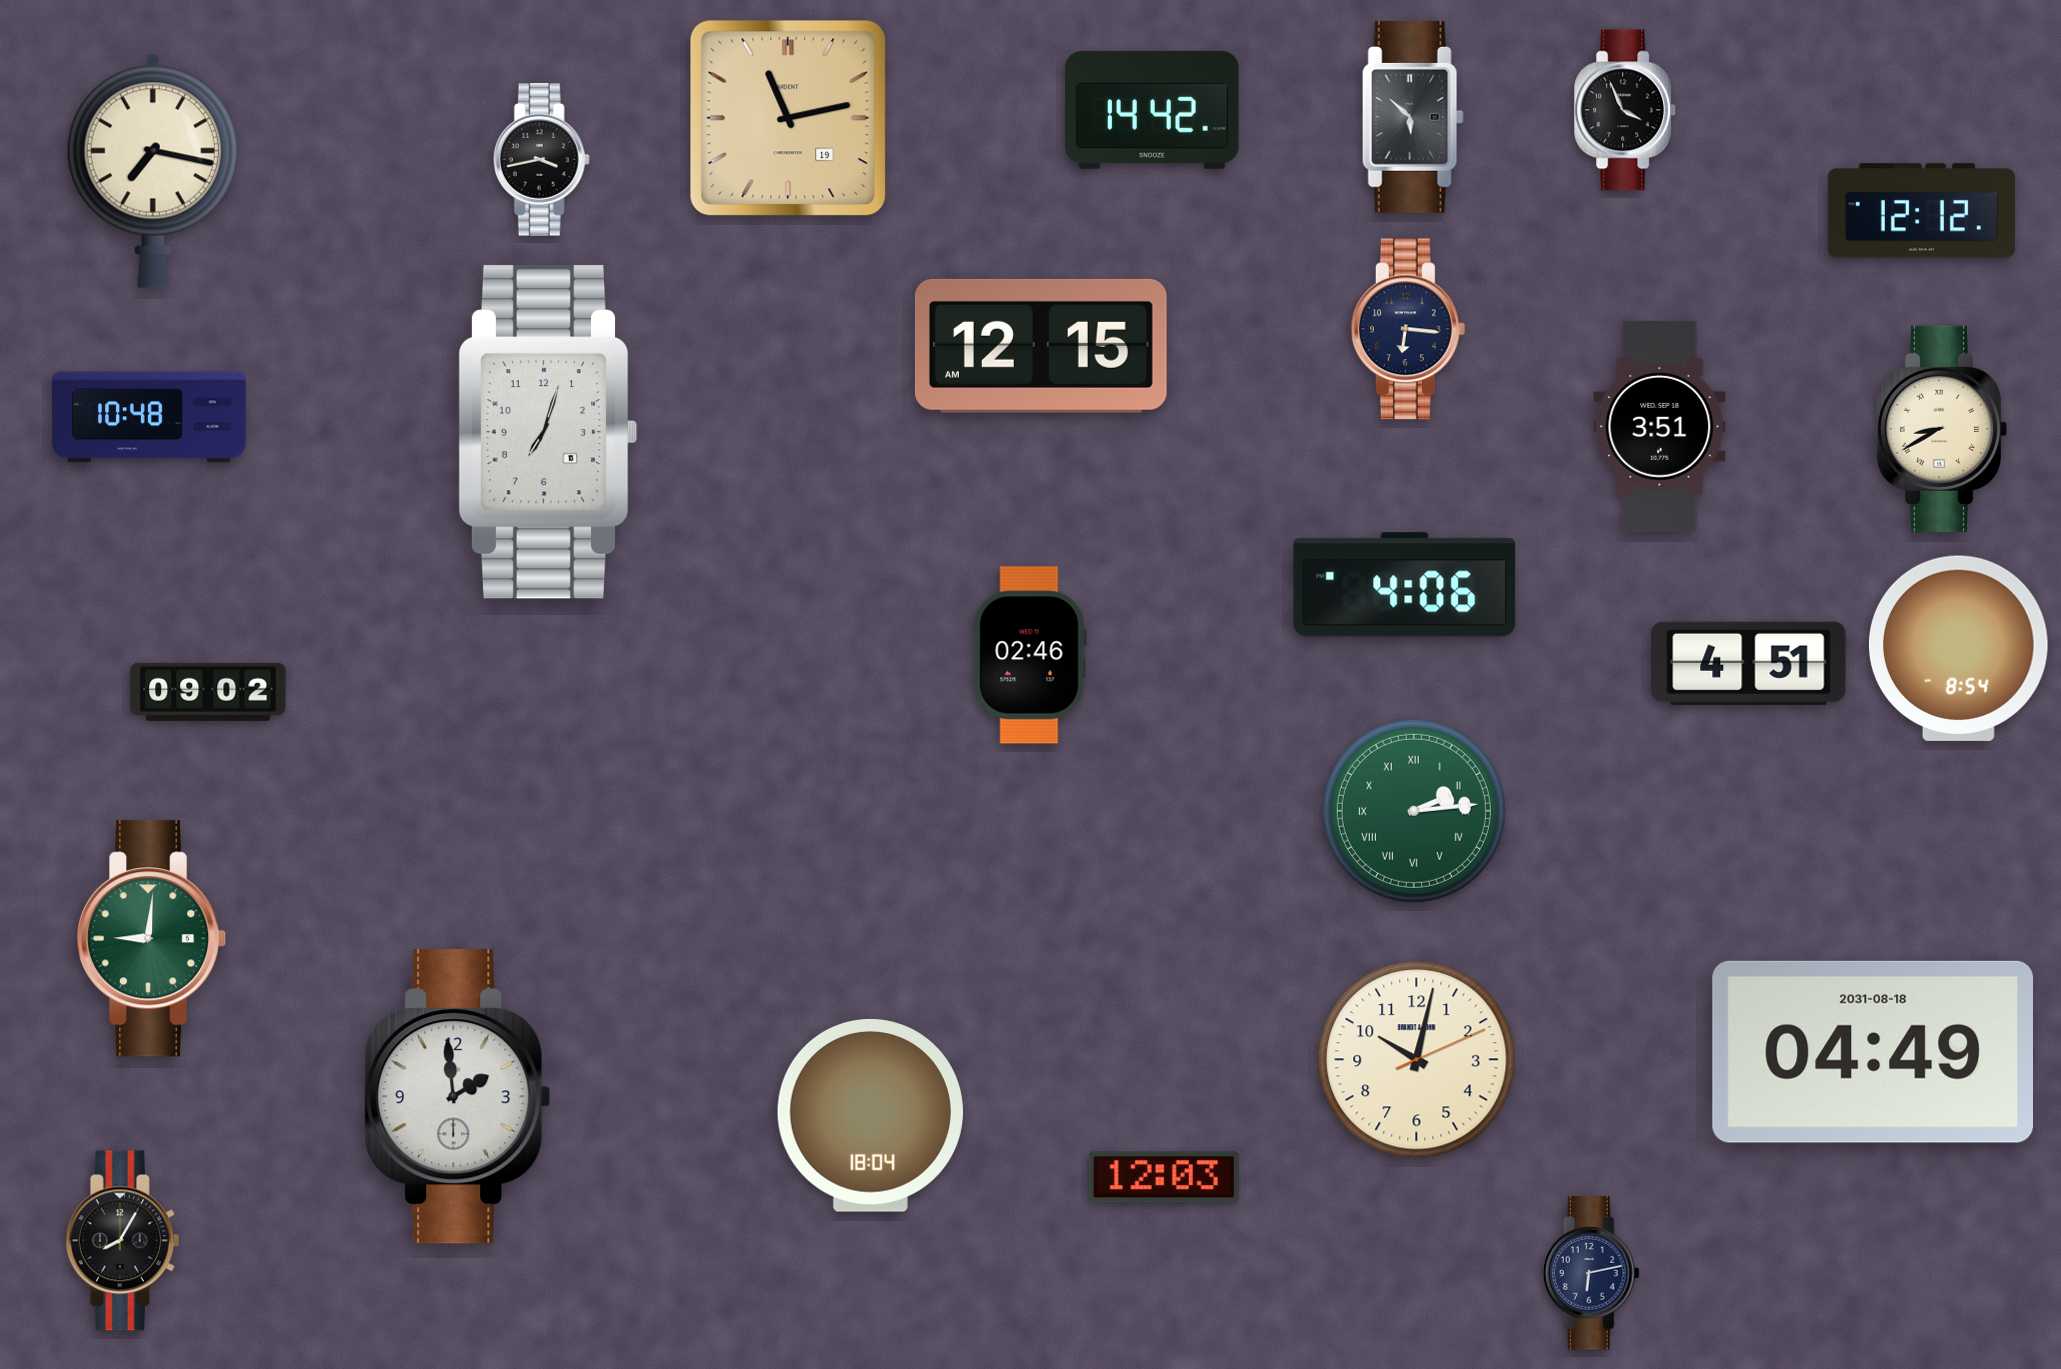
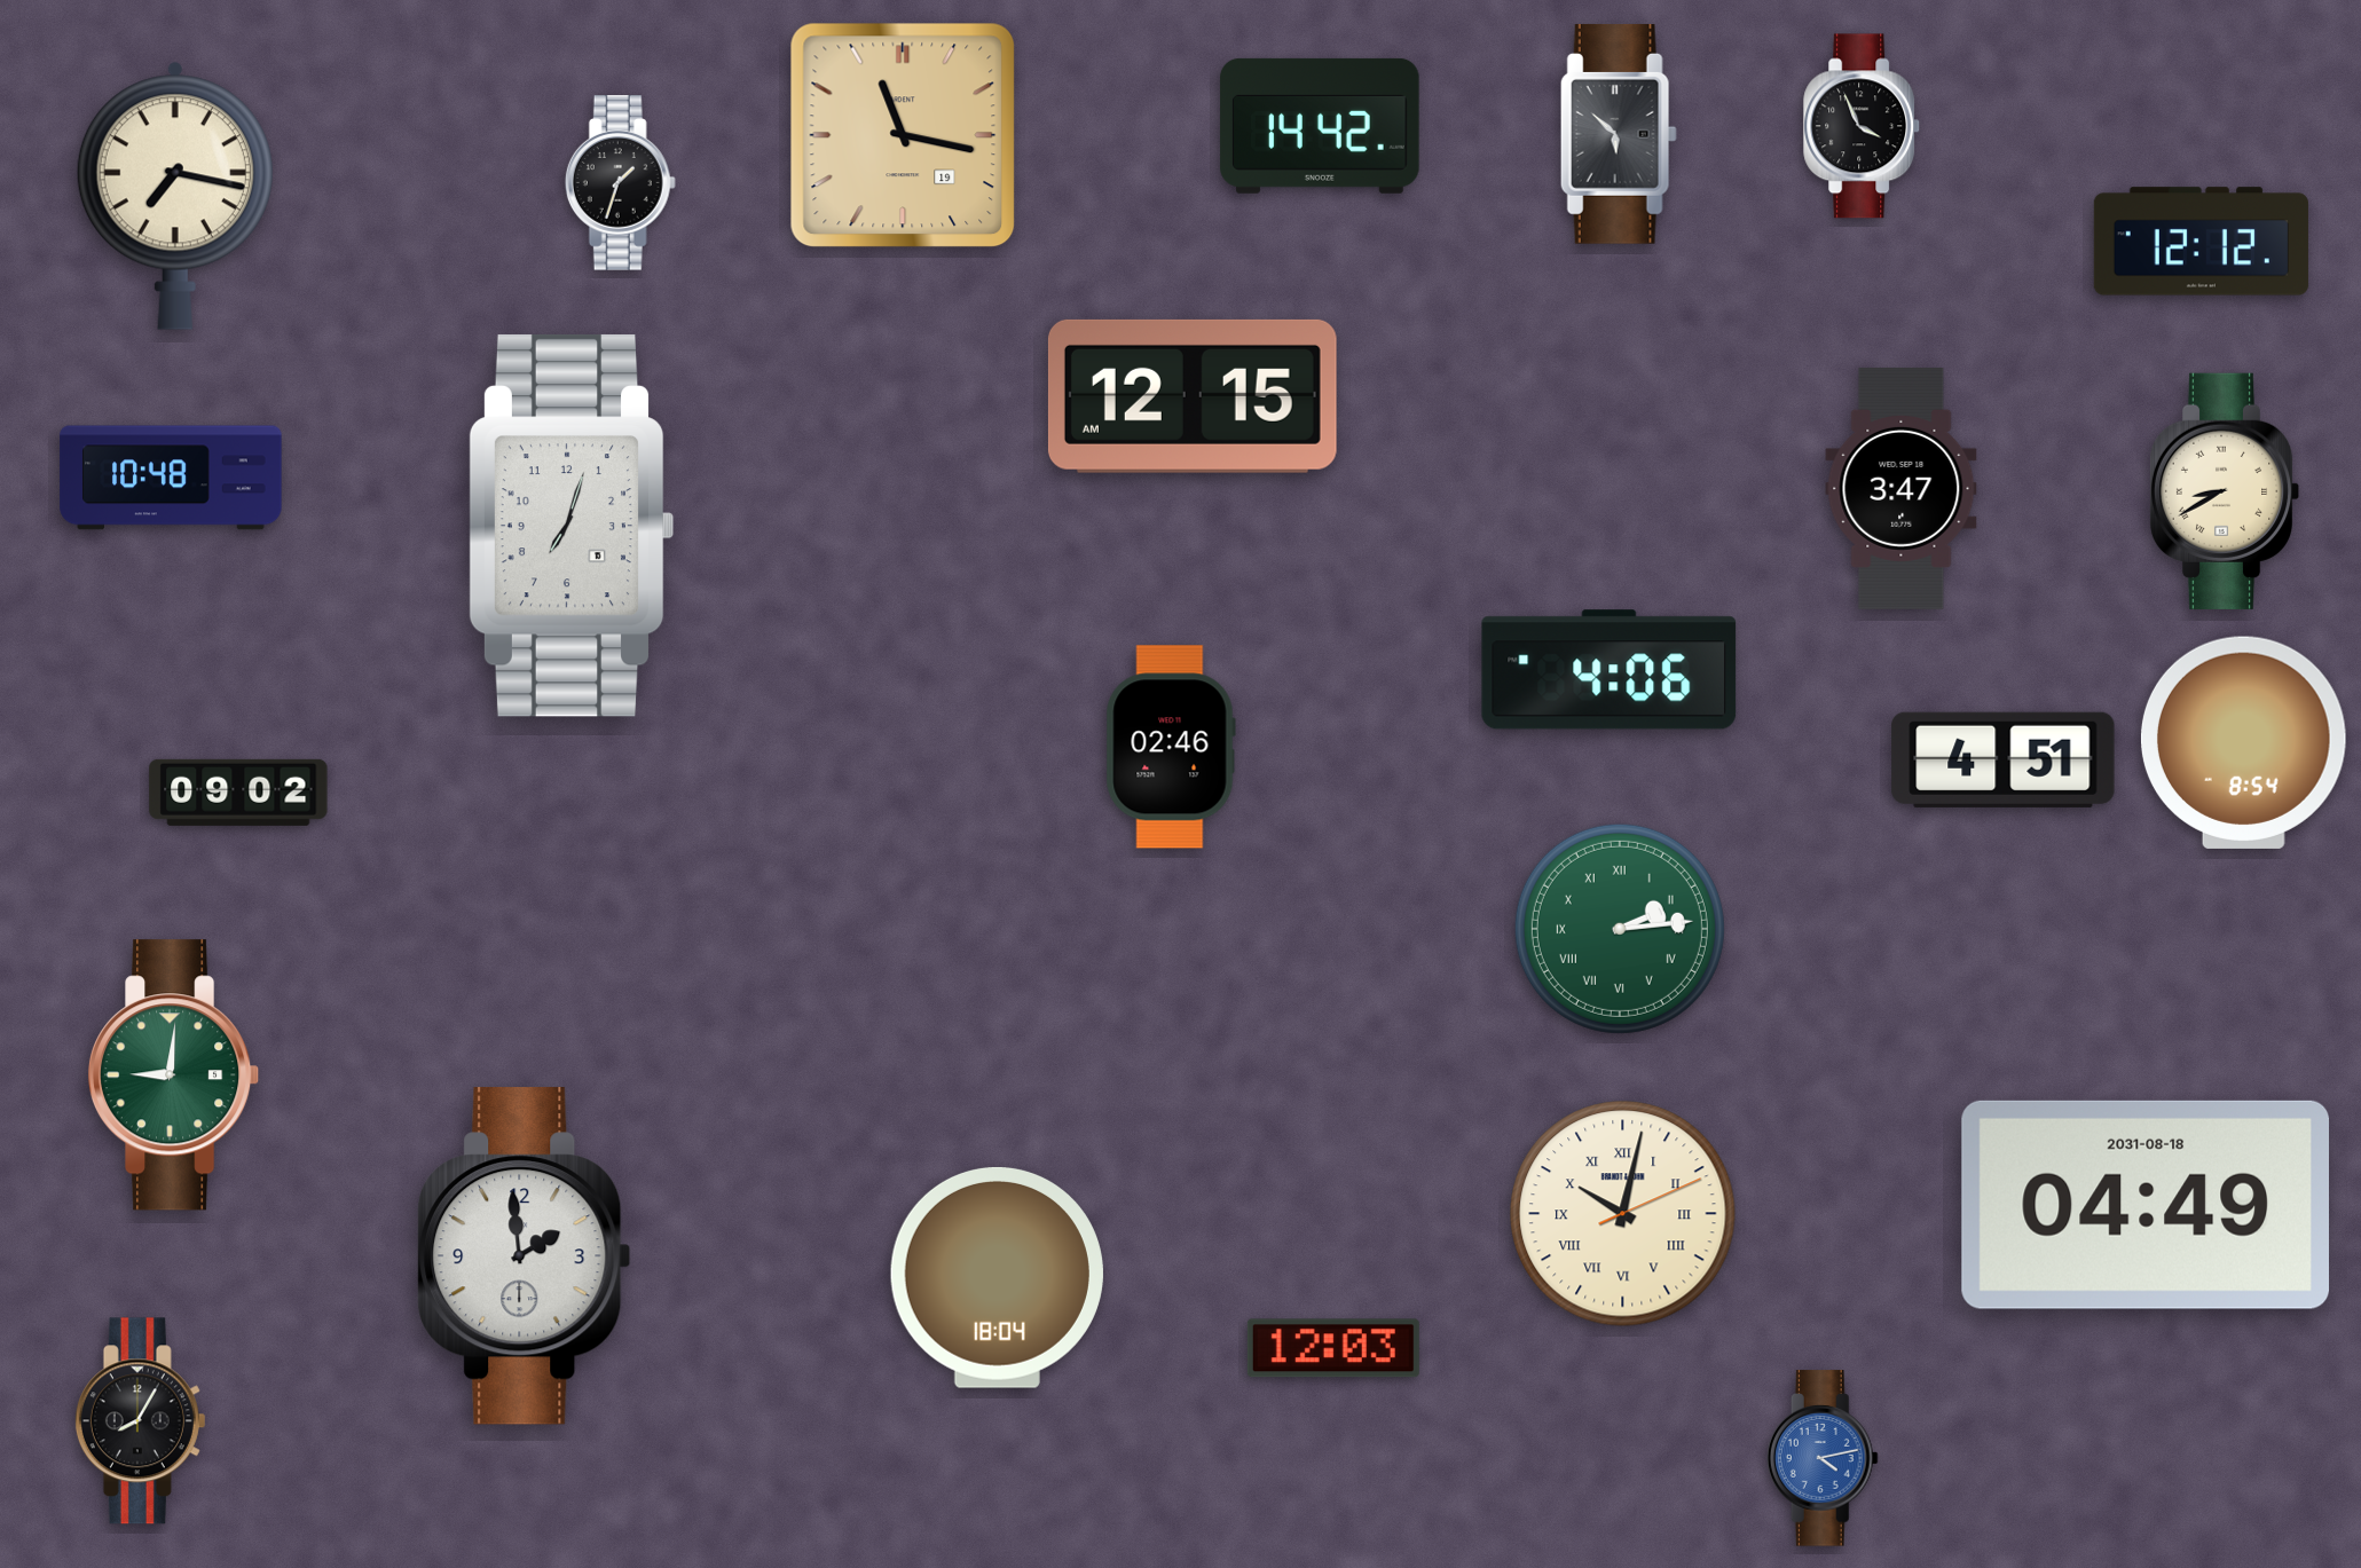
clock at (788, 118): 11:13 -> 11:17
clock at (541, 160): 3:43 -> 1:33
clock at (1408, 329): 6:16 -> none
clock at (1660, 426): 3:51 -> 3:47
clock at (548, 432) position: (548, 432) -> (572, 526)
clock at (1030, 655) position: (1030, 655) -> (1171, 747)
clock at (1417, 1060) numerals: Arabic -> Roman
clock at (1591, 1273): 6:13 -> 4:13
clock at (1591, 1273) dial: navy -> blue
